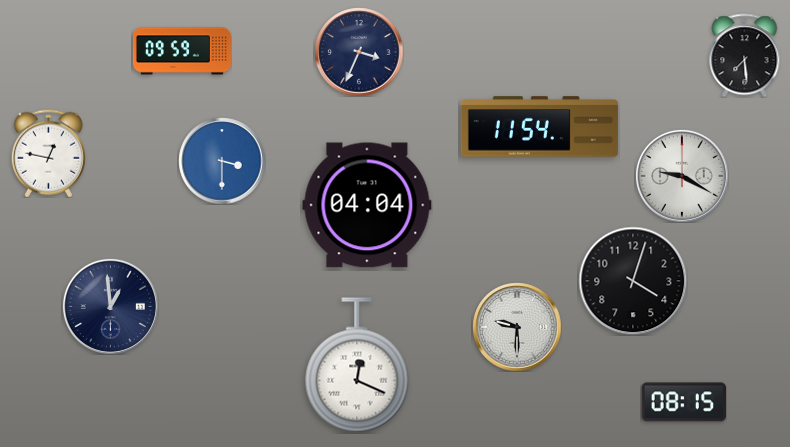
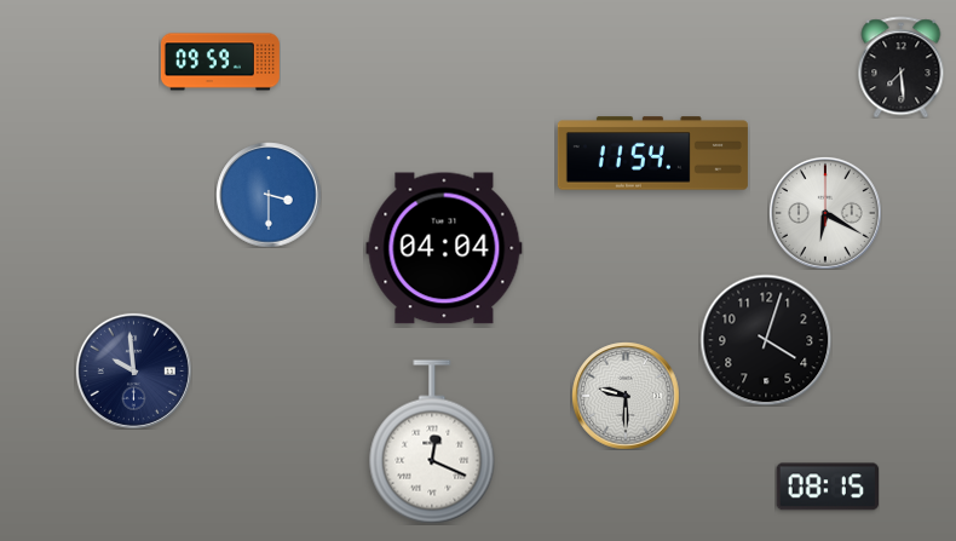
clock at (359, 52): 3:34 -> none
clock at (48, 153): 12:47 -> none
clock at (682, 176): 9:20 -> 6:20
clock at (110, 306): 12:59 -> 9:59
